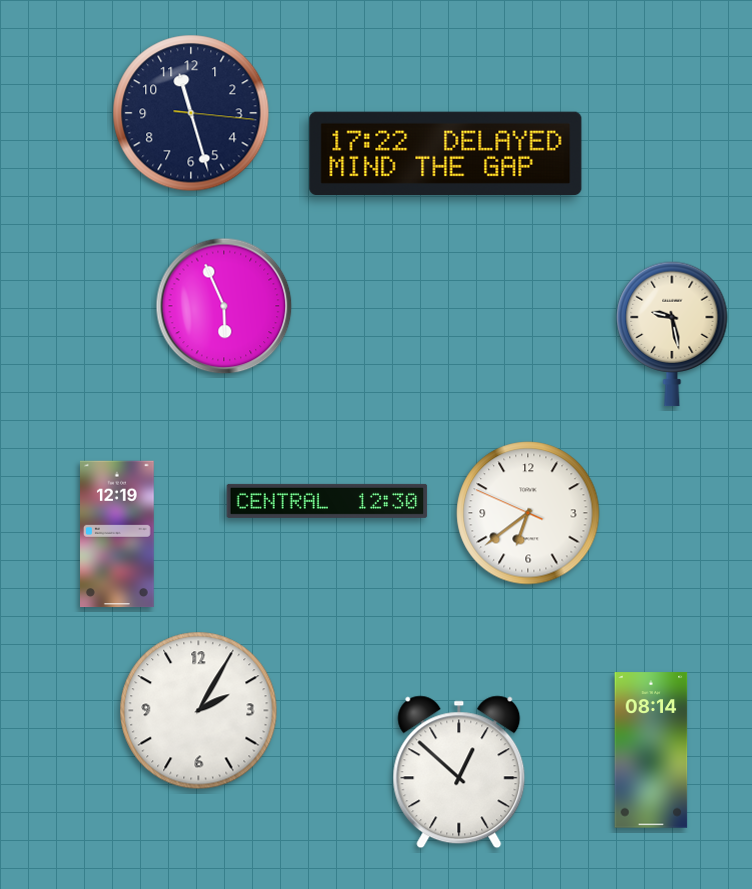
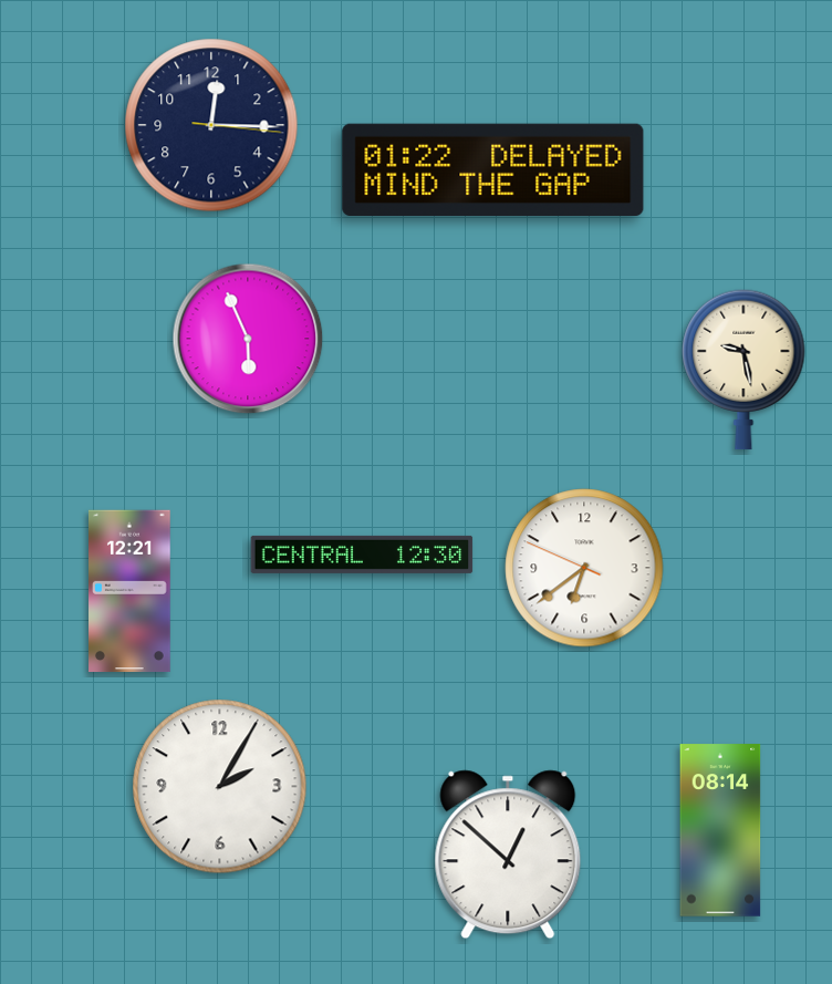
clock at (191, 113): 11:27 -> 12:15
clock at (446, 153): 17:22 -> 01:22
clock at (118, 534): 12:19 -> 12:21
